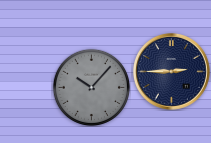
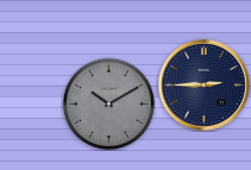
clock at (91, 87): 10:07 -> 10:10
